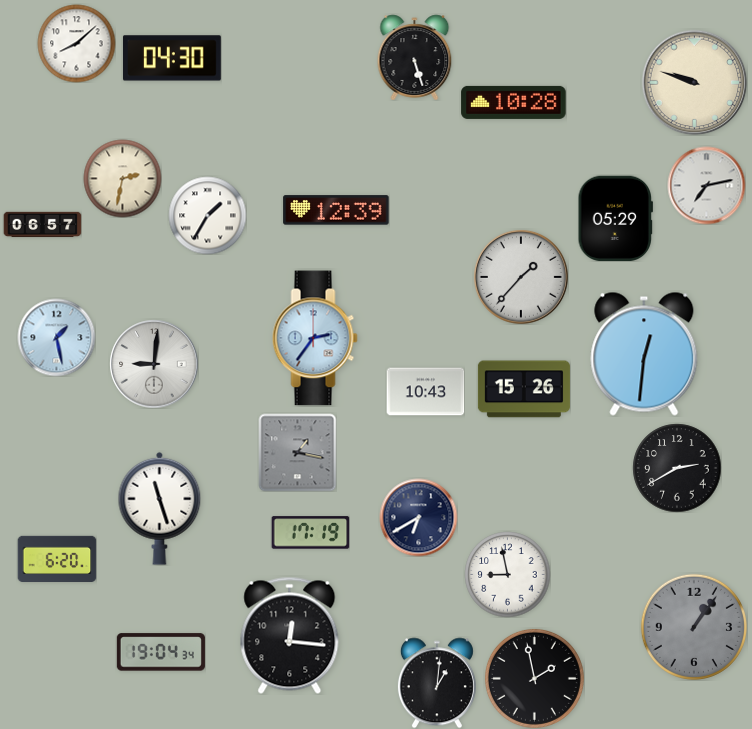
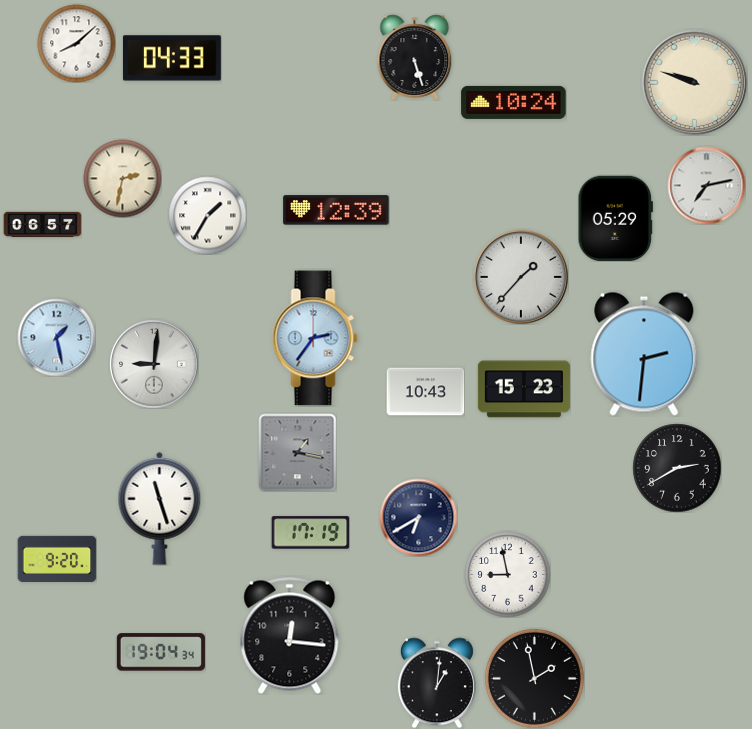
clock at (172, 58): 04:30 -> 04:33
clock at (514, 102): 10:28 -> 10:24
clock at (644, 354): 12:31 -> 2:31
clock at (524, 389): 15:26 -> 15:23
clock at (57, 558): 6:20 -> 9:20
clock at (694, 627): 1:06 -> none
